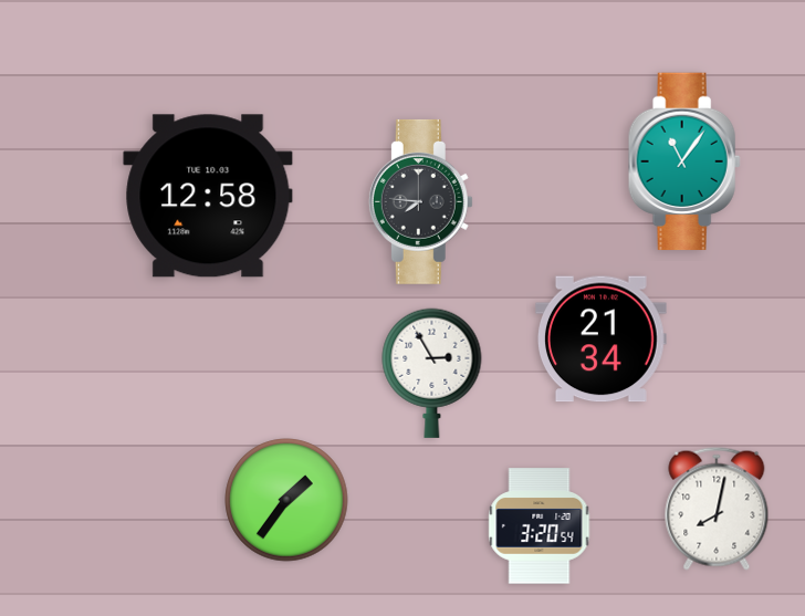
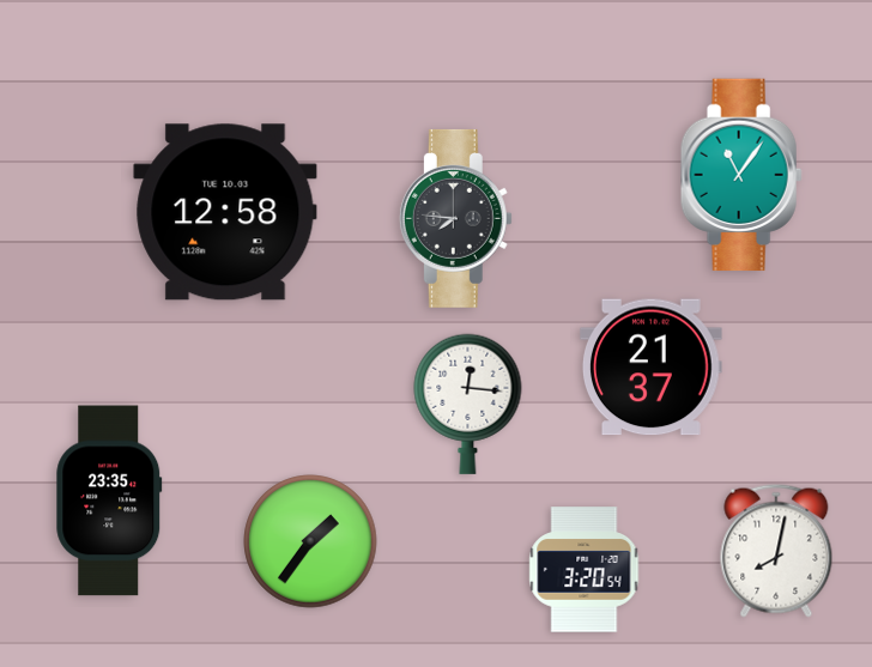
clock at (602, 340): 21:34 -> 21:37
clock at (432, 373): 2:55 -> 12:16
clock at (109, 501): none -> 23:35
